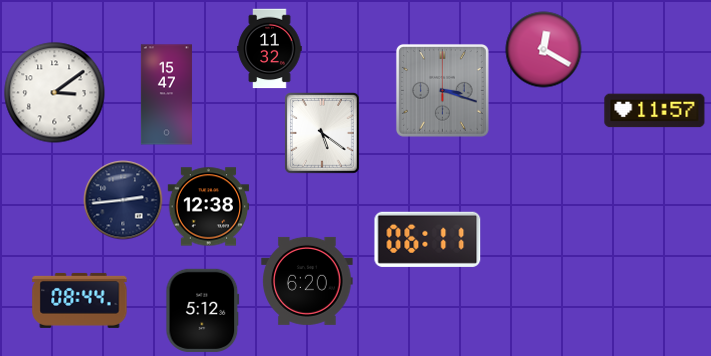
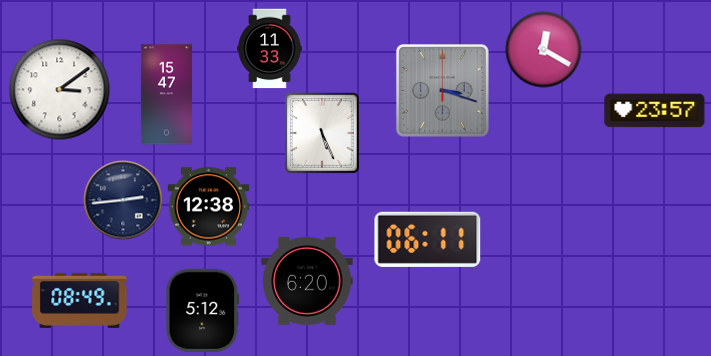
clock at (270, 49): 11:32 -> 11:33
clock at (55, 93) position: (55, 93) -> (60, 90)
clock at (655, 111): 11:57 -> 23:57
clock at (323, 134): 5:21 -> 5:26
clock at (80, 300): 08:44 -> 08:49
